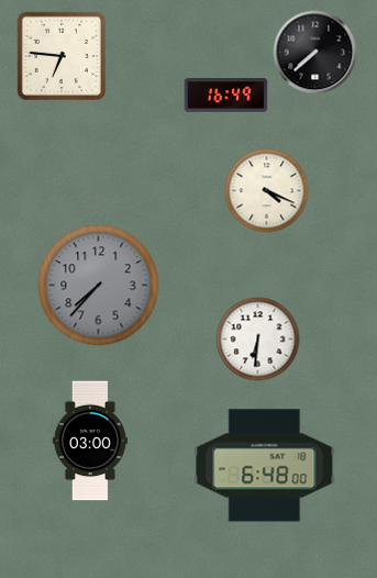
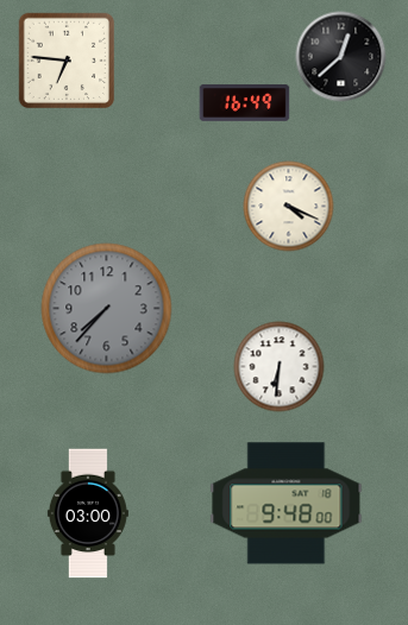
clock at (315, 53): 7:38 -> 12:38
clock at (90, 441) position: (90, 441) -> (88, 513)
clock at (265, 466): 6:48 -> 9:48
